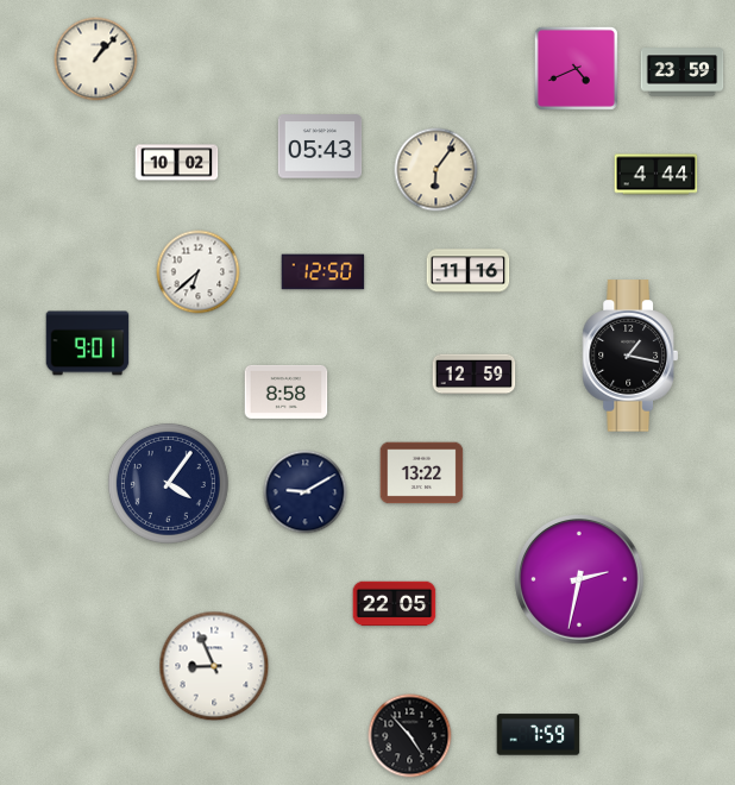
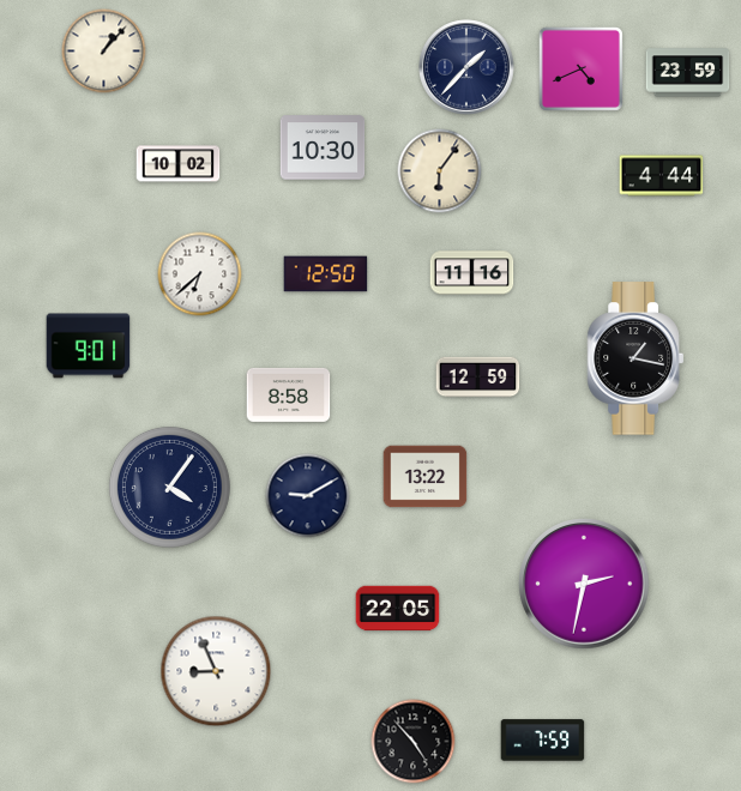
clock at (96, 59) position: (96, 59) -> (104, 52)
clock at (466, 67): none -> 1:37
clock at (320, 146): 05:43 -> 10:30
